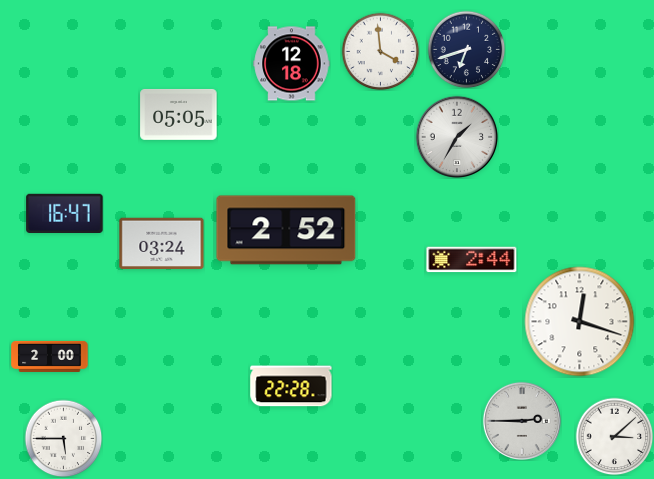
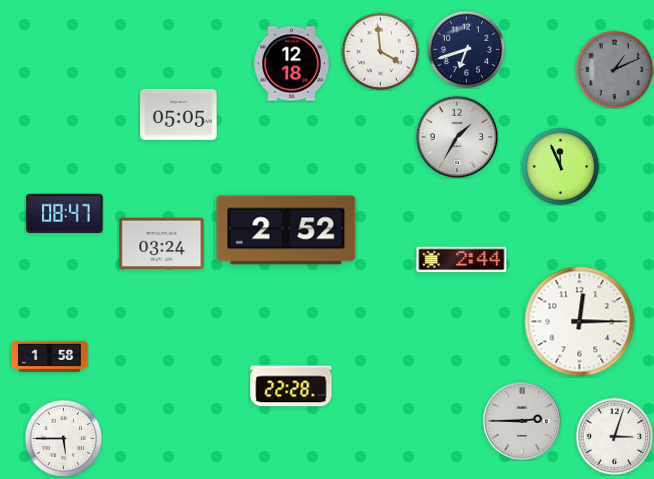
clock at (614, 69): none -> 1:11
clock at (560, 166): none -> 11:56
clock at (65, 214): 16:47 -> 08:47
clock at (472, 260) position: (472, 260) -> (462, 260)
clock at (580, 322): 12:18 -> 12:15
clock at (50, 356): 2:00 -> 1:58
clock at (614, 436): 3:08 -> 3:03
